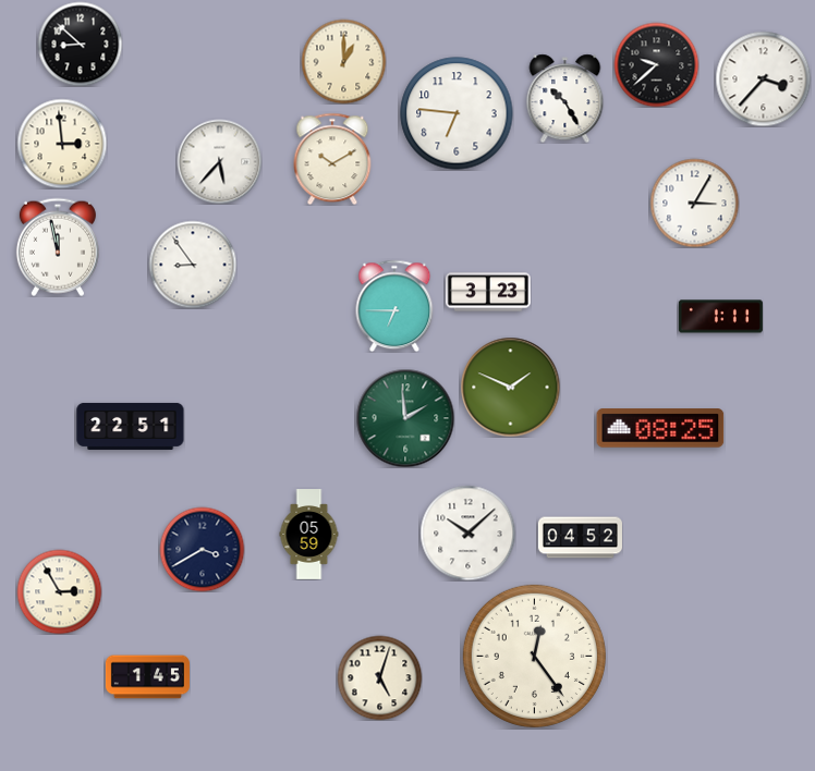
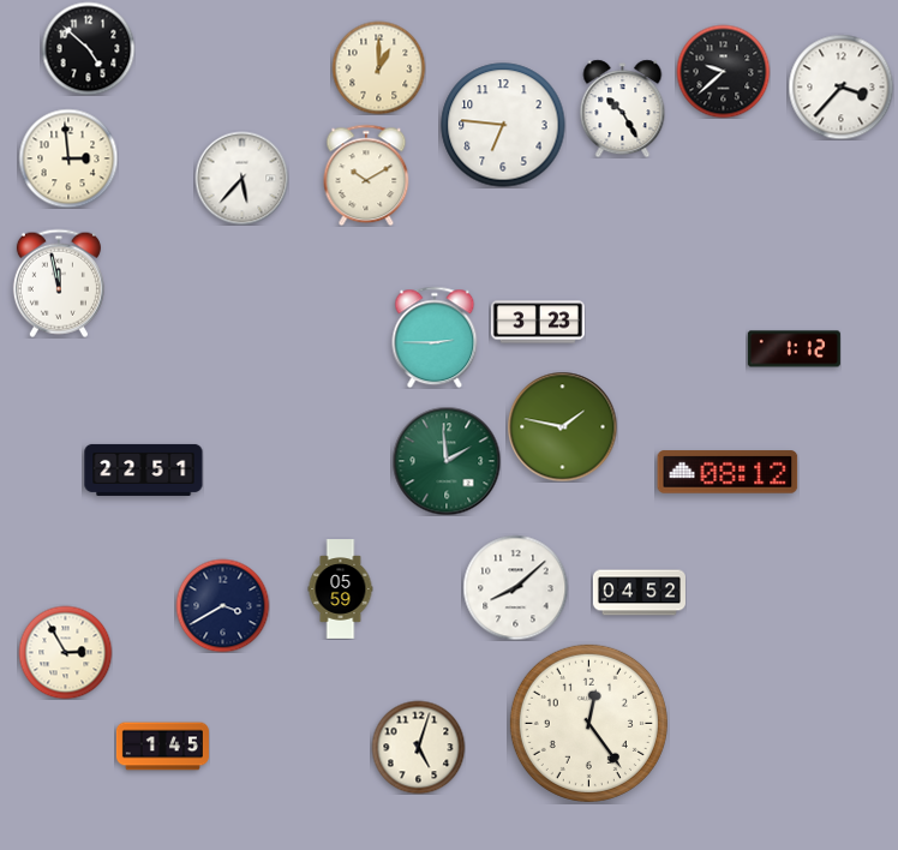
clock at (80, 44): 8:52 -> 4:52
clock at (694, 203): 3:05 -> none
clock at (58, 247) position: (58, 247) -> (59, 283)
clock at (193, 265): 8:54 -> none
clock at (394, 306): 6:45 -> 2:45
clock at (720, 317): 1:11 -> 1:12
clock at (510, 387): 1:49 -> 1:47
clock at (660, 428): 08:25 -> 08:12
clock at (467, 533): 10:08 -> 8:08
